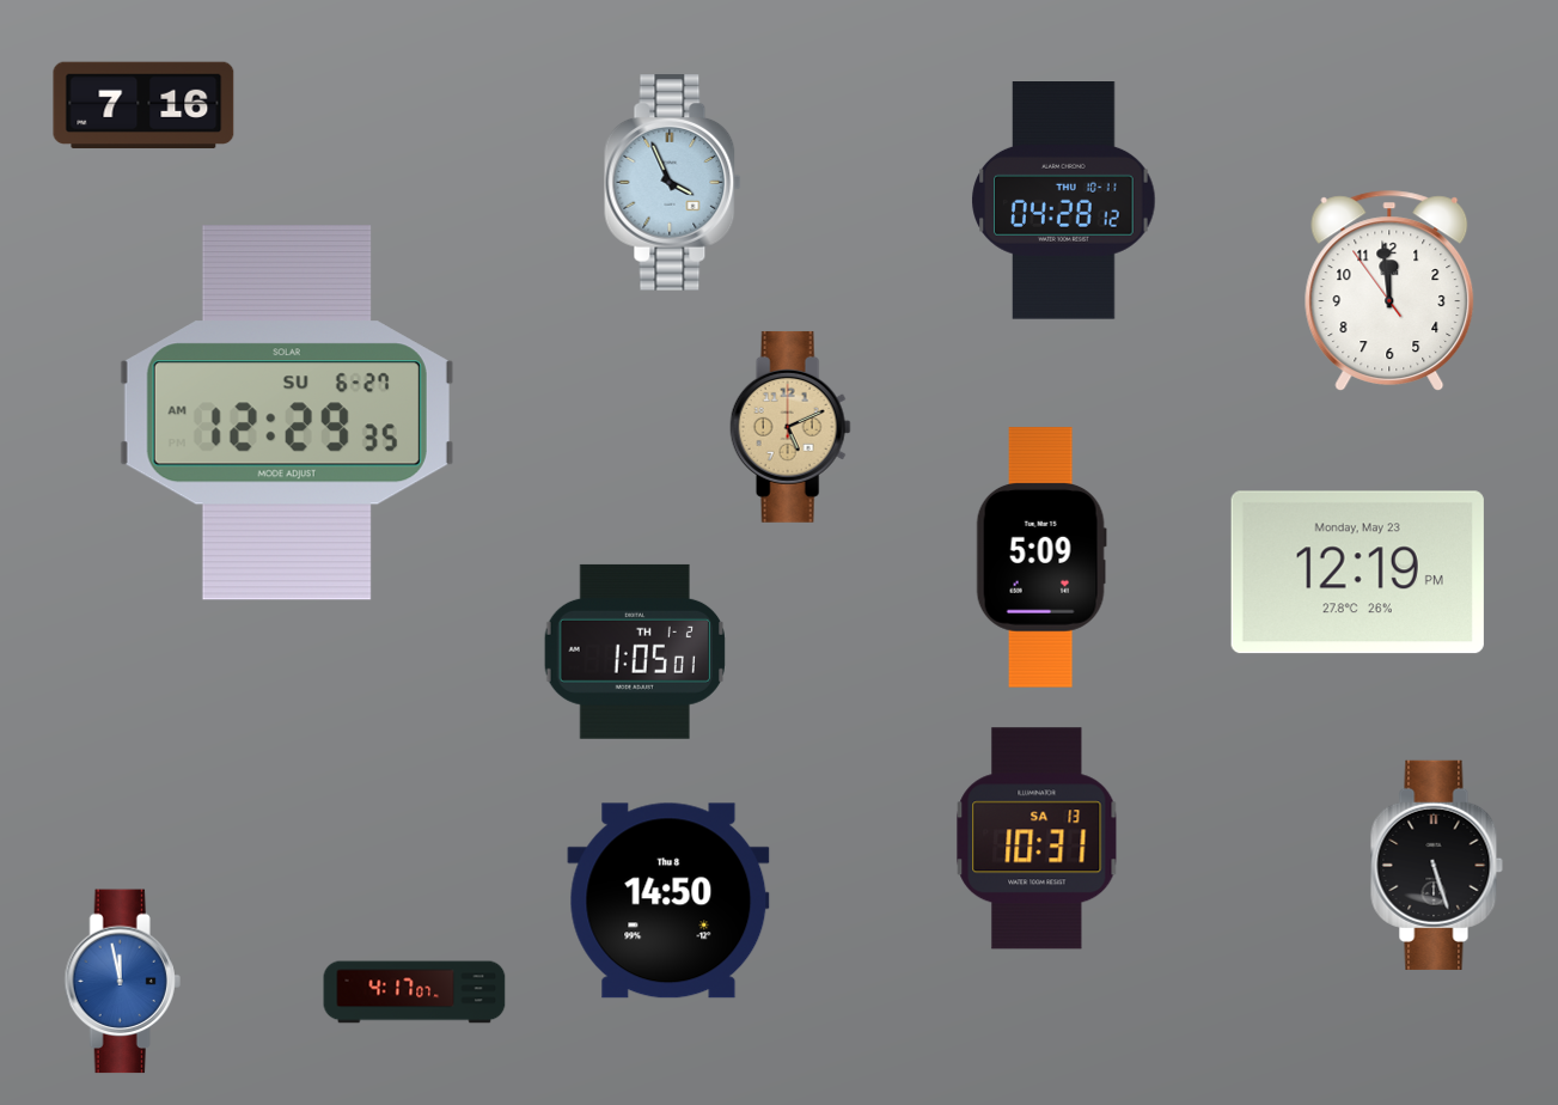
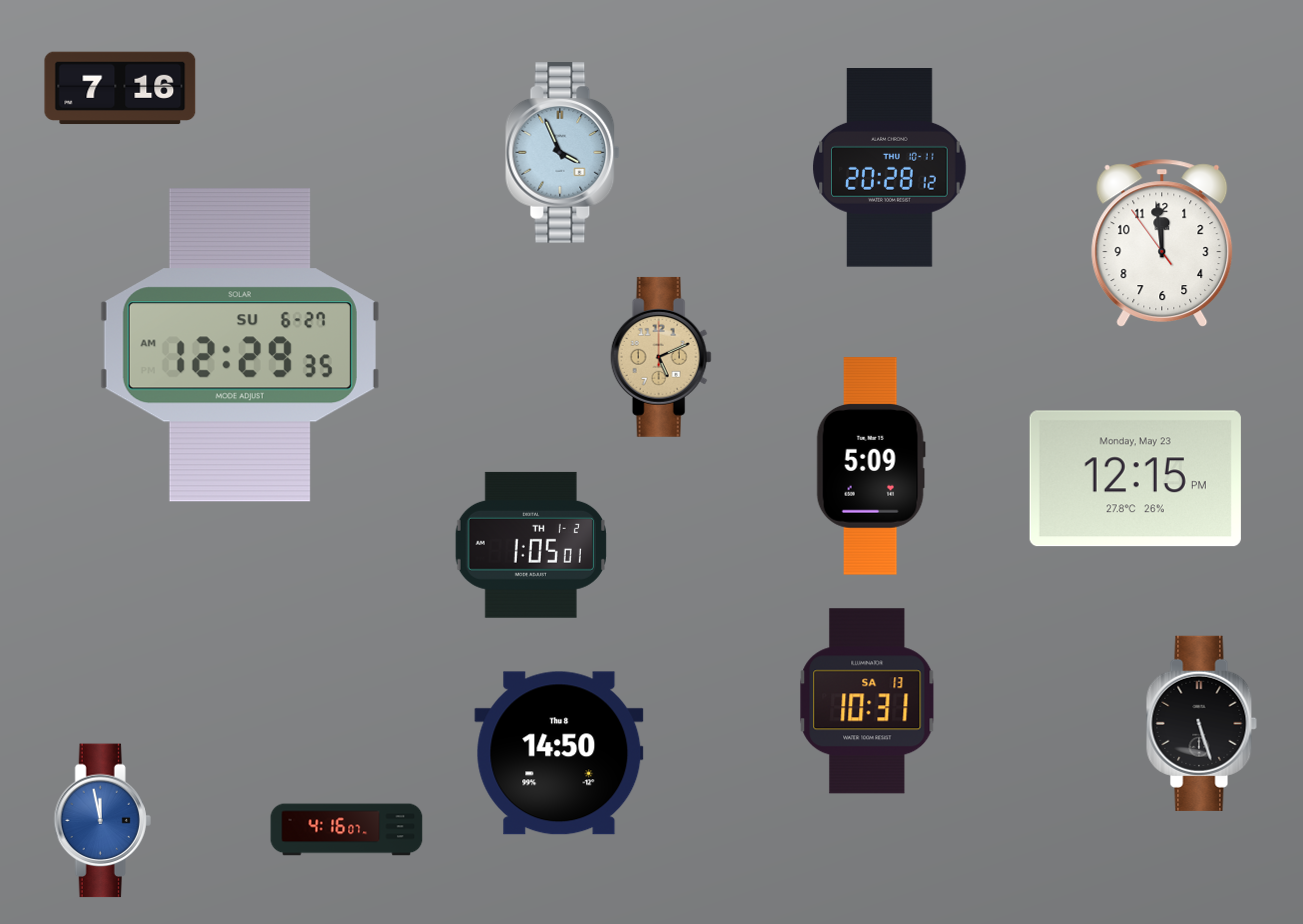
clock at (1064, 201): 04:28 -> 20:28
clock at (1357, 573): 12:19 -> 12:15
clock at (415, 993): 4:17 -> 4:16
